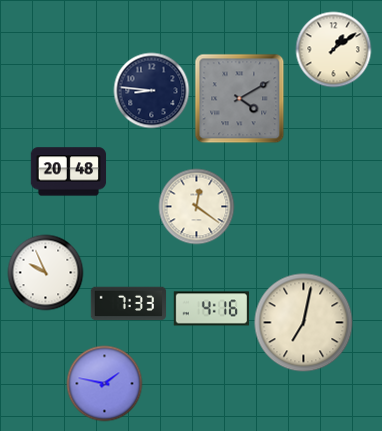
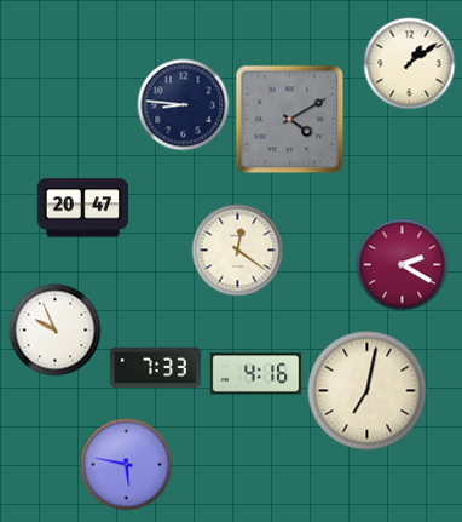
clock at (334, 50) position: (334, 50) -> (410, 64)
clock at (152, 91) position: (152, 91) -> (184, 105)
clock at (69, 172): 20:48 -> 20:47
clock at (403, 265): none -> 2:20
clock at (105, 384): 1:47 -> 5:47
